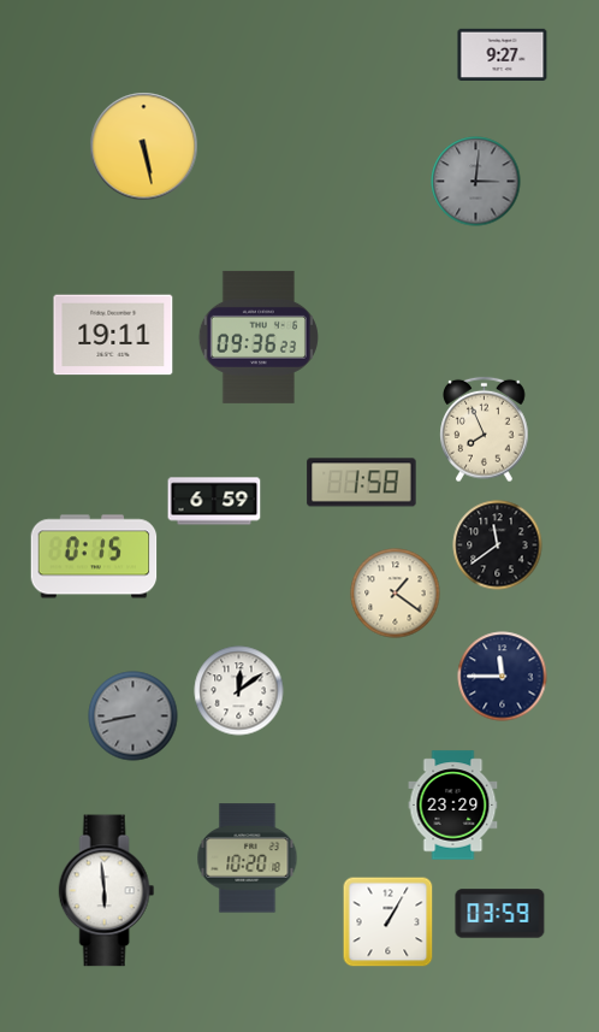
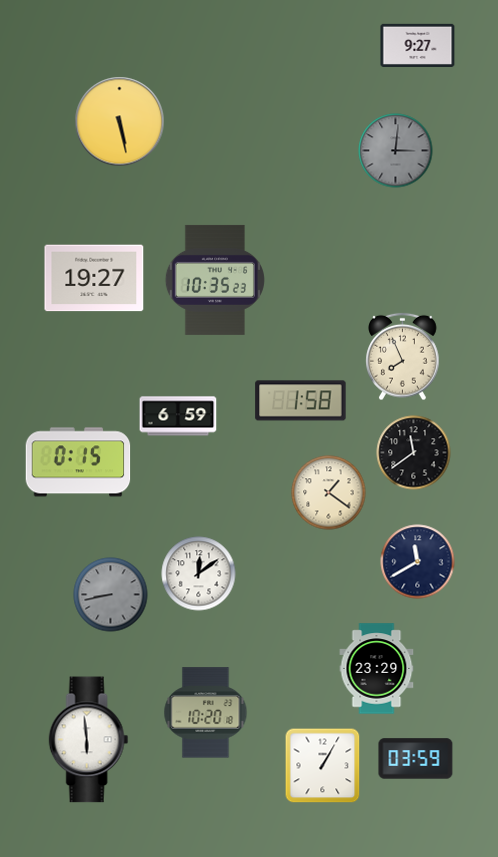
clock at (113, 335): 19:11 -> 19:27
clock at (259, 337): 09:36 -> 10:35
clock at (503, 677): 11:45 -> 11:40
